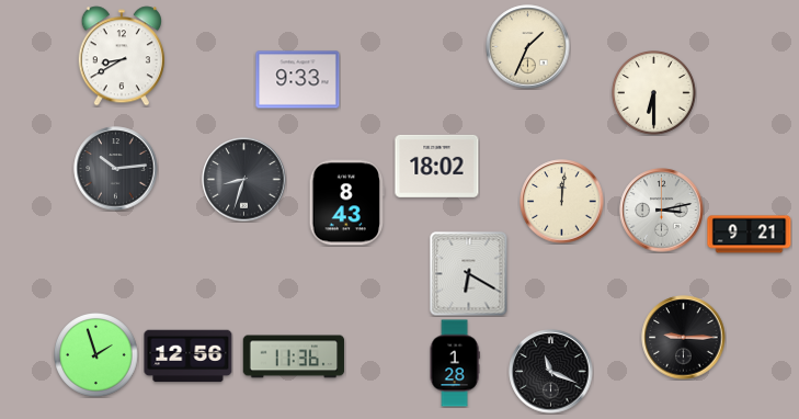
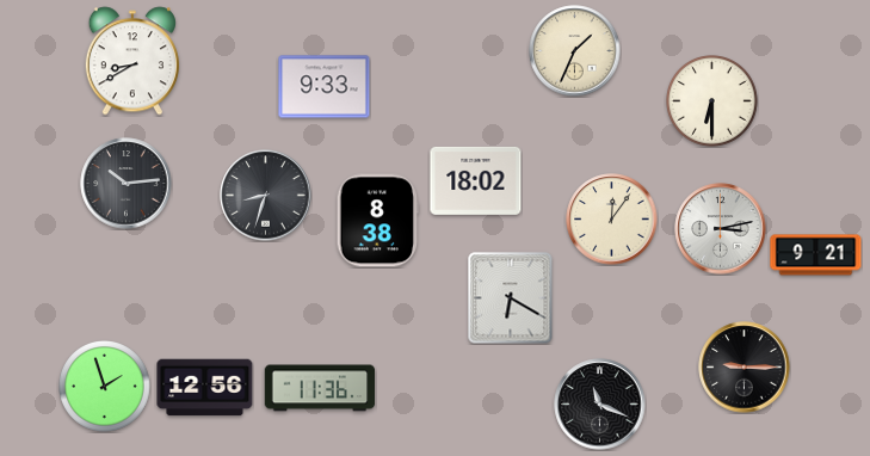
clock at (562, 202): 12:01 -> 12:06
clock at (346, 203): 8:43 -> 8:38
clock at (455, 363): 1:28 -> none
